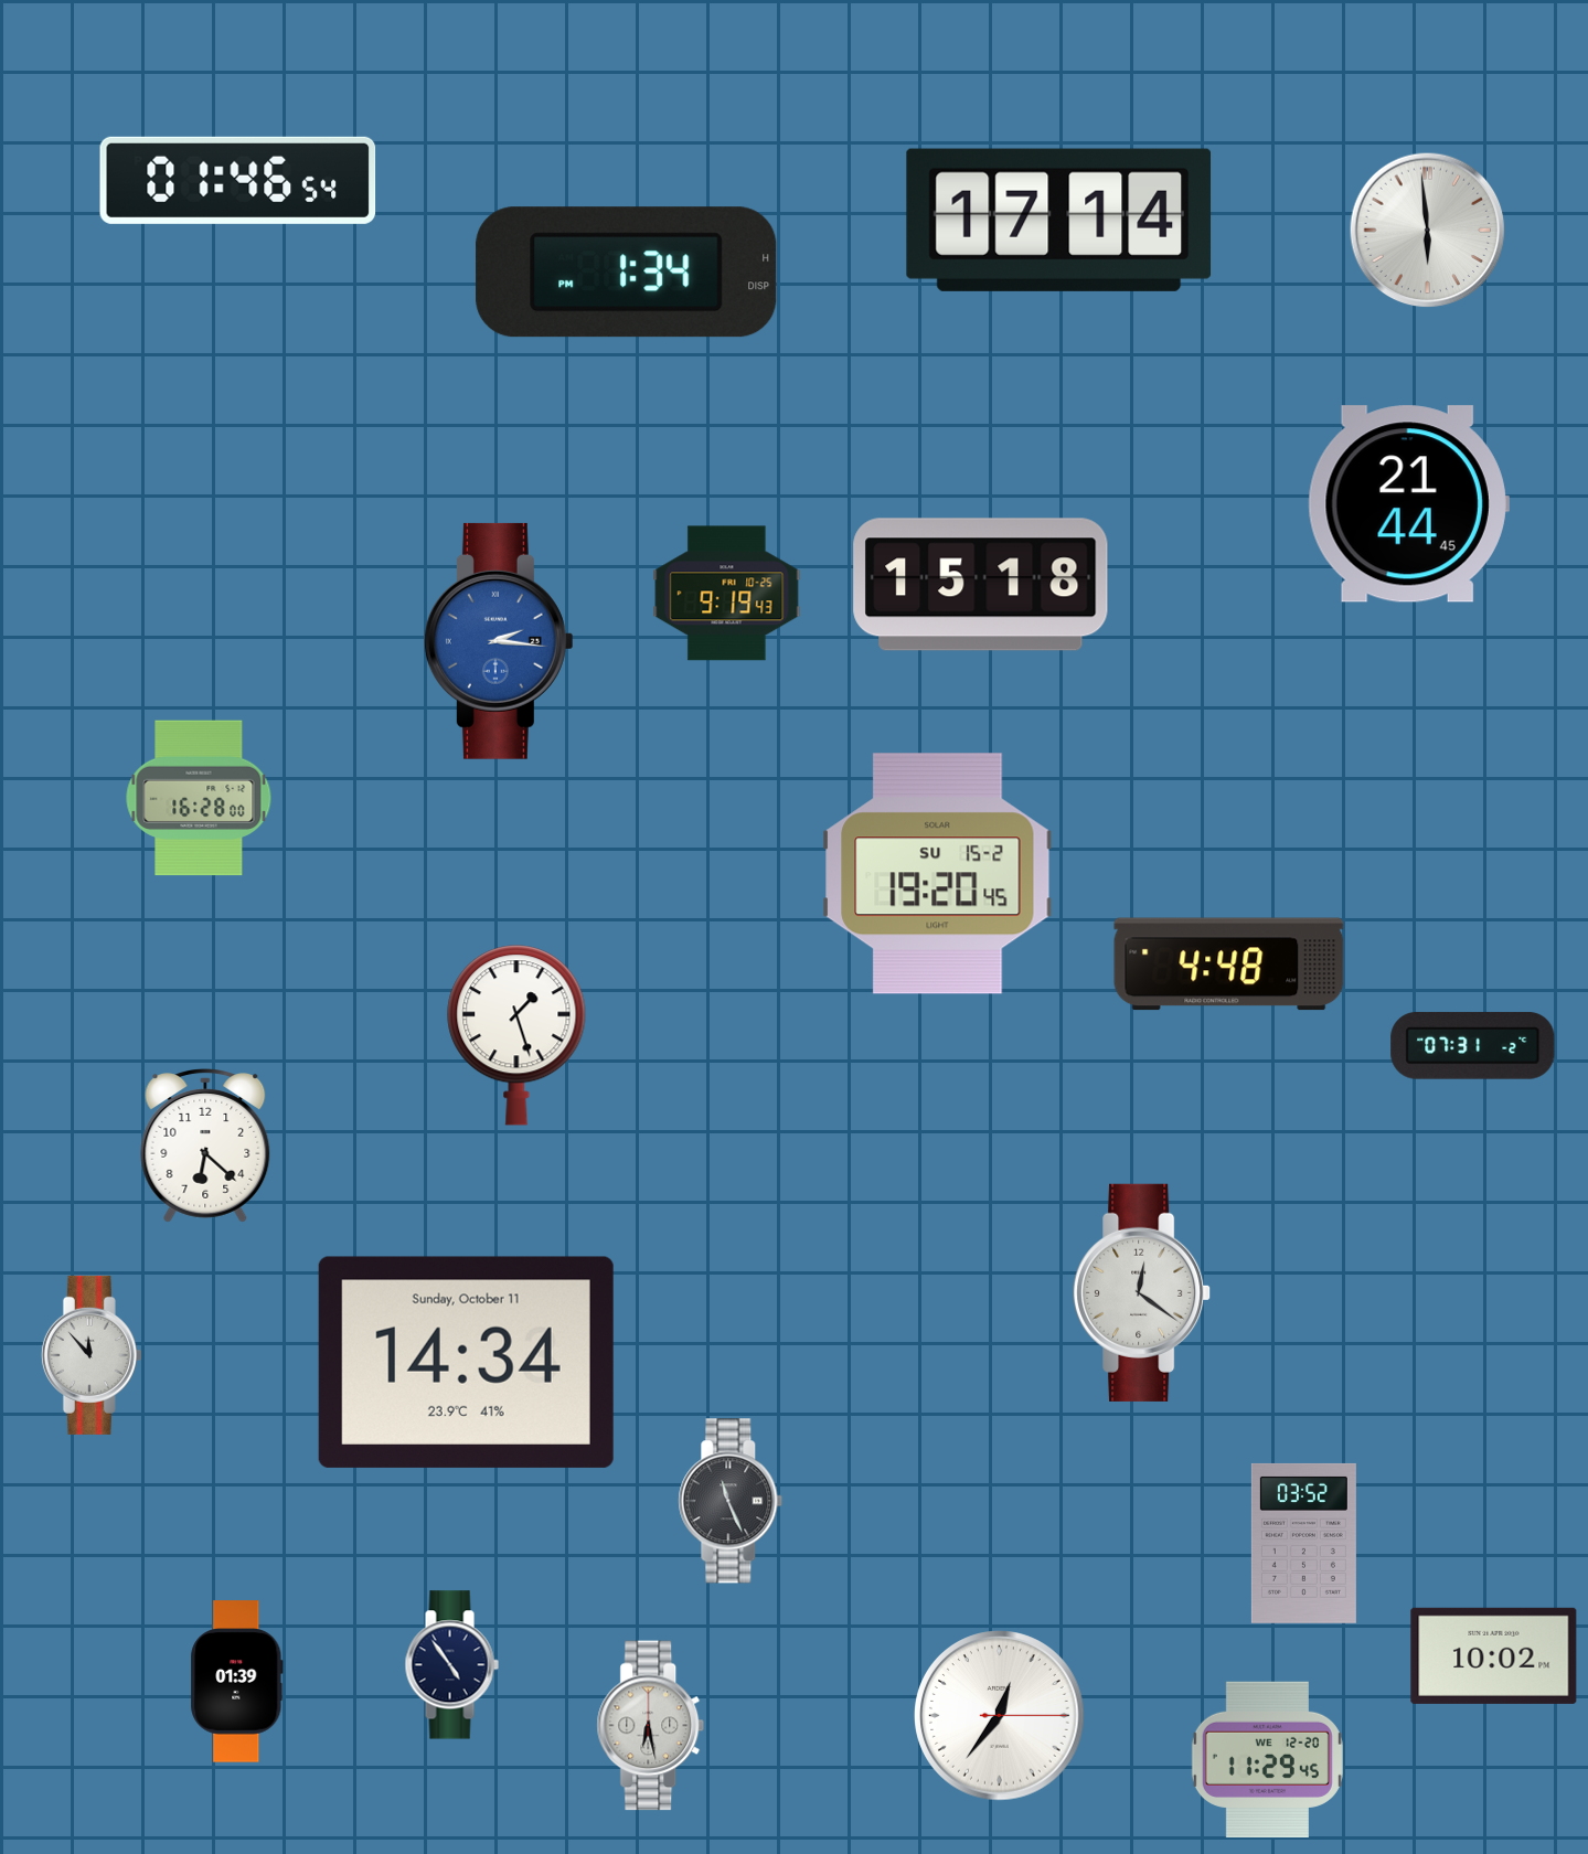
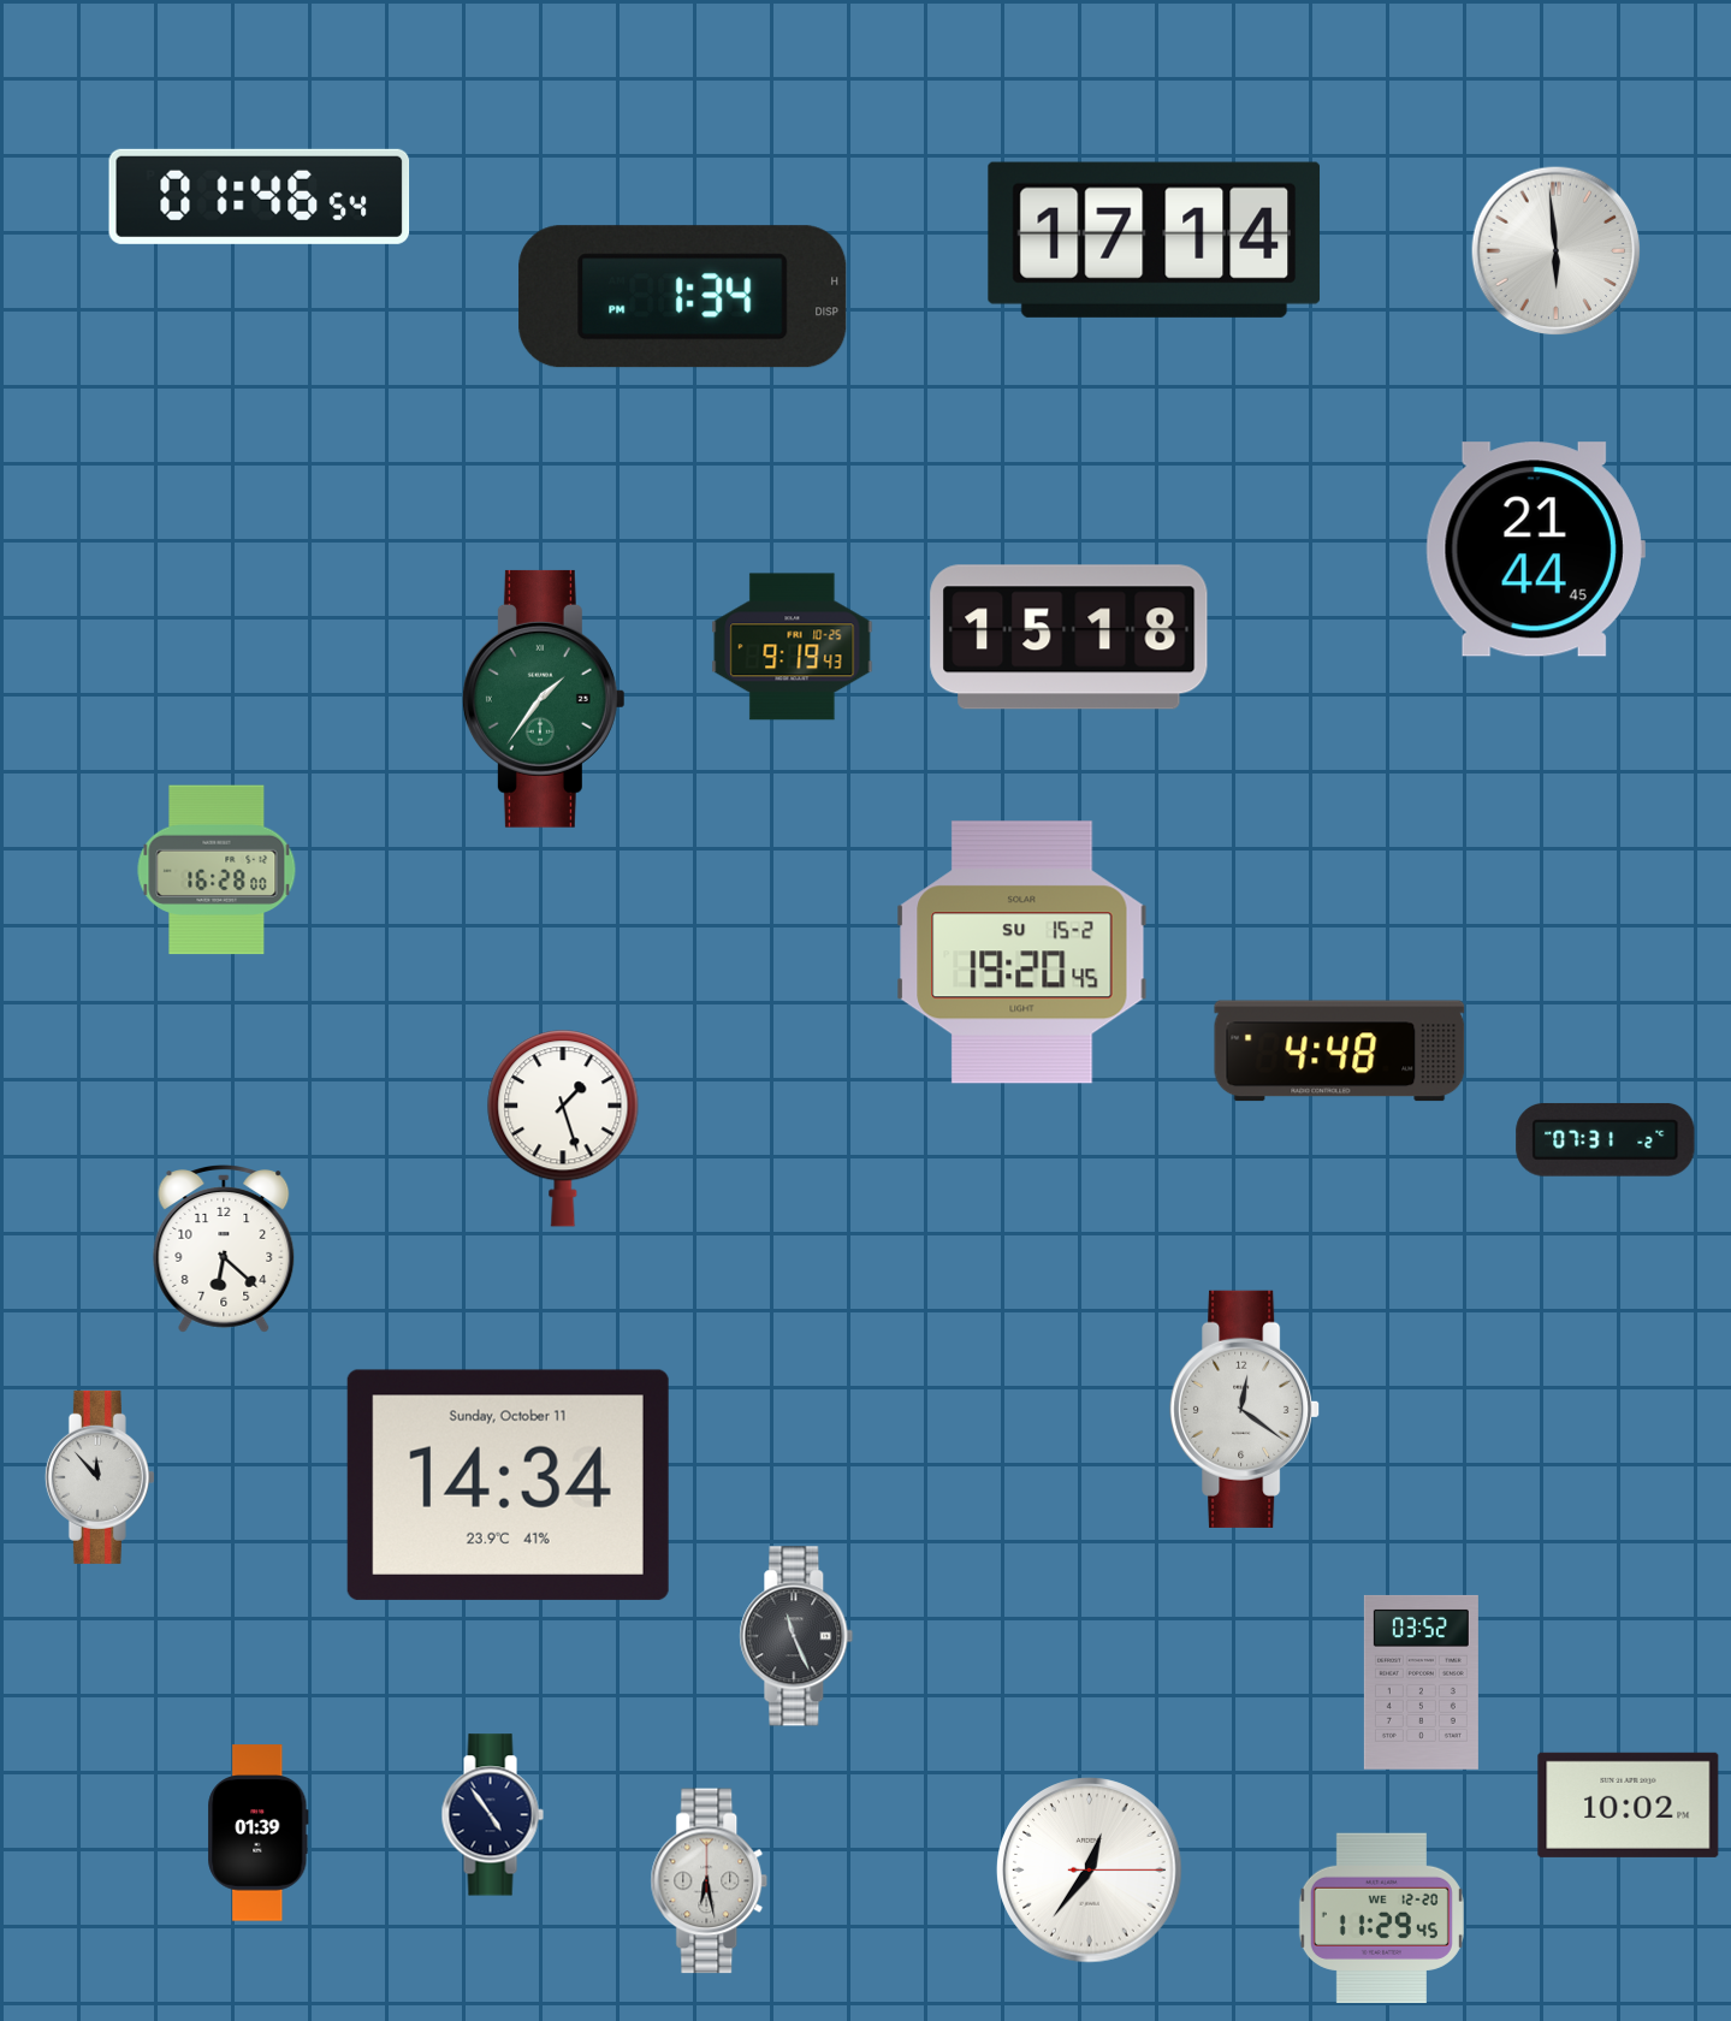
clock at (499, 641): 2:16 -> 1:36
clock at (499, 641) dial: blue -> green
